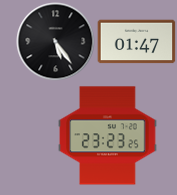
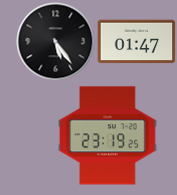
clock at (108, 136): 23:23 -> 23:19
